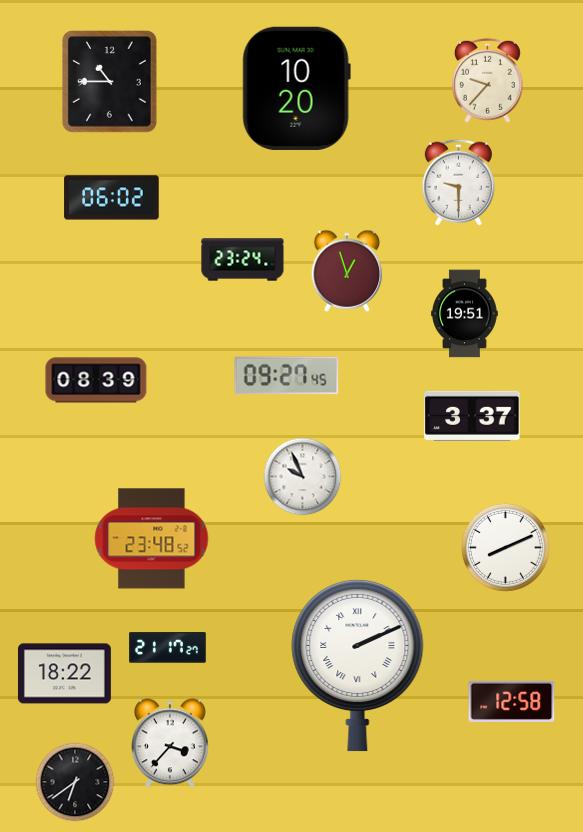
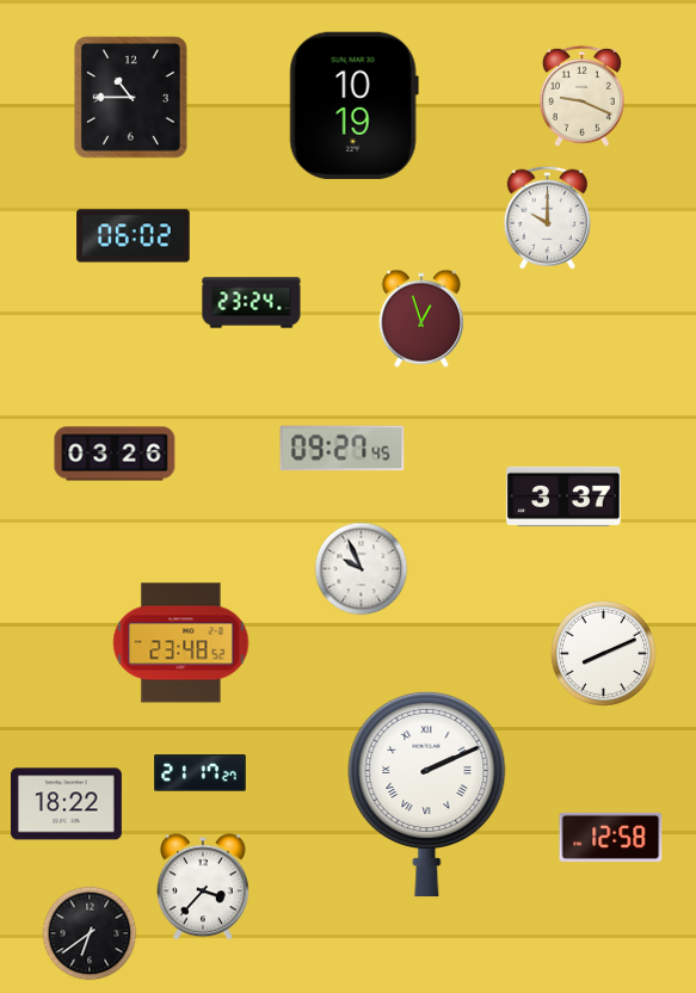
clock at (487, 80): 9:37 -> 9:19
clock at (296, 88): 10:20 -> 10:19
clock at (458, 182): 9:30 -> 10:00
clock at (243, 260) position: (243, 260) -> (252, 303)
clock at (347, 271) position: (347, 271) -> (421, 319)
clock at (465, 314): 19:51 -> none
clock at (96, 380): 08:39 -> 03:26
clock at (64, 674) position: (64, 674) -> (66, 804)
